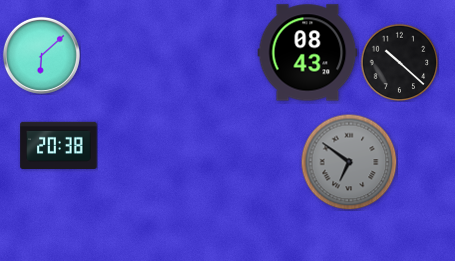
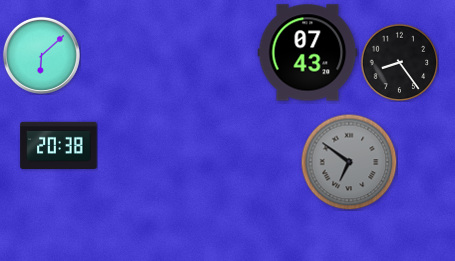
clock at (308, 53): 08:43 -> 07:43
clock at (399, 62): 10:22 -> 8:24
